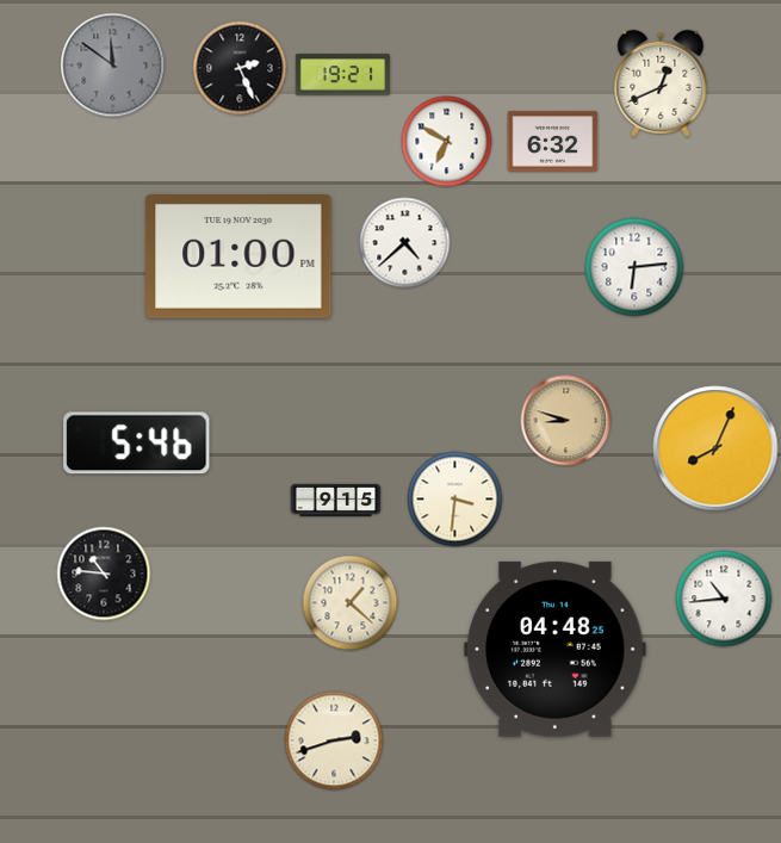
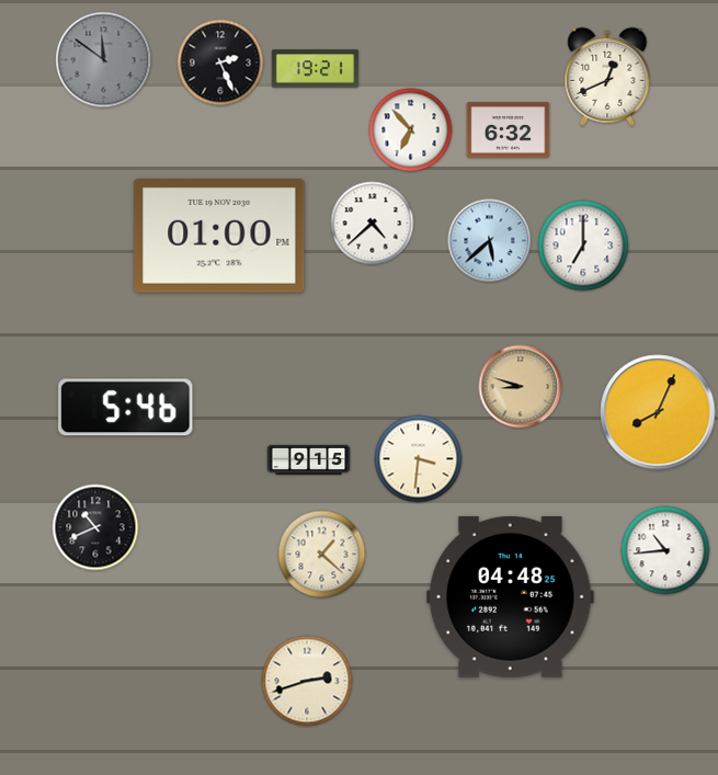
clock at (447, 142): 6:50 -> 6:53
clock at (490, 241): none -> 5:38
clock at (634, 267): 6:14 -> 7:00
clock at (104, 574): 10:46 -> 10:41
